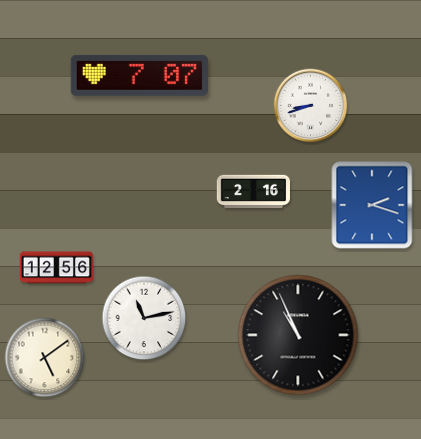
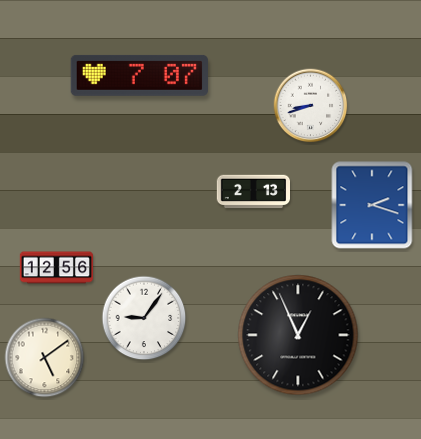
clock at (253, 192): 2:16 -> 2:13
clock at (144, 318): 11:13 -> 9:06
clock at (298, 335): 10:56 -> 12:56
